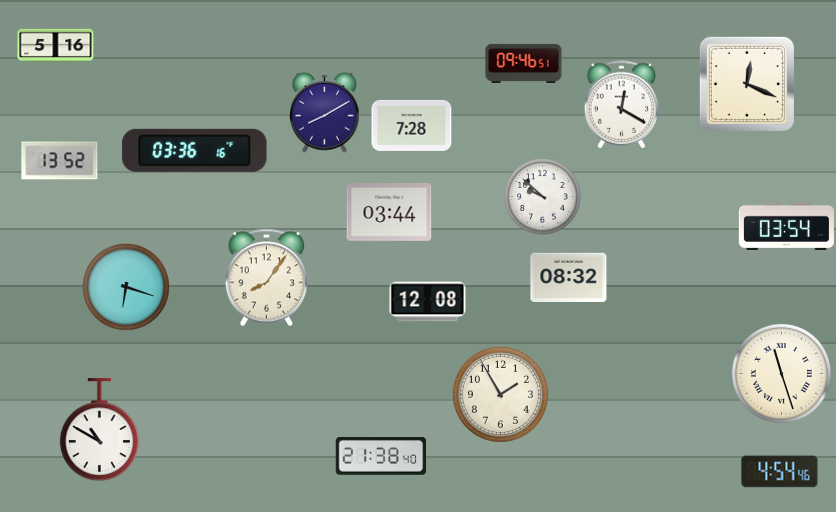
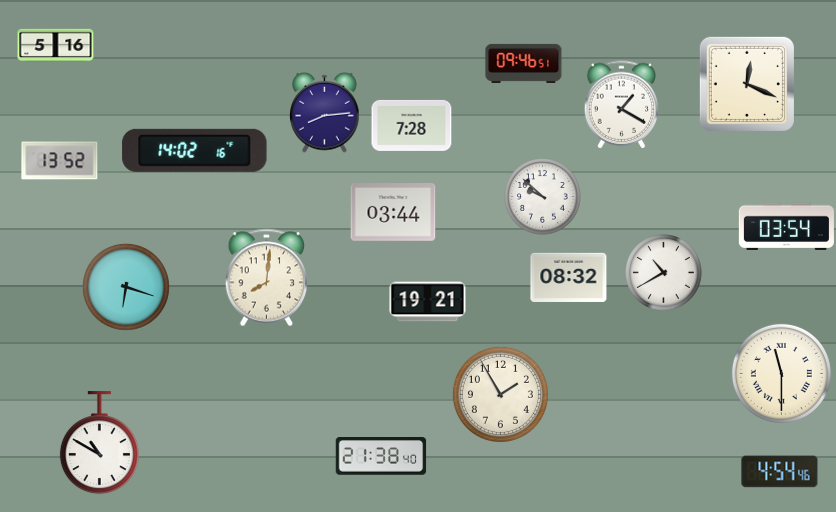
clock at (622, 105): 12:20 -> 1:20
clock at (325, 112): 8:10 -> 8:14
clock at (195, 150): 03:36 -> 14:02
clock at (389, 213) position: (389, 213) -> (393, 213)
clock at (664, 273): none -> 10:40
clock at (267, 278): 8:06 -> 8:01
clock at (428, 302): 12:08 -> 19:21
clock at (781, 373): 11:27 -> 11:30
clock at (99, 430) position: (99, 430) -> (99, 443)
